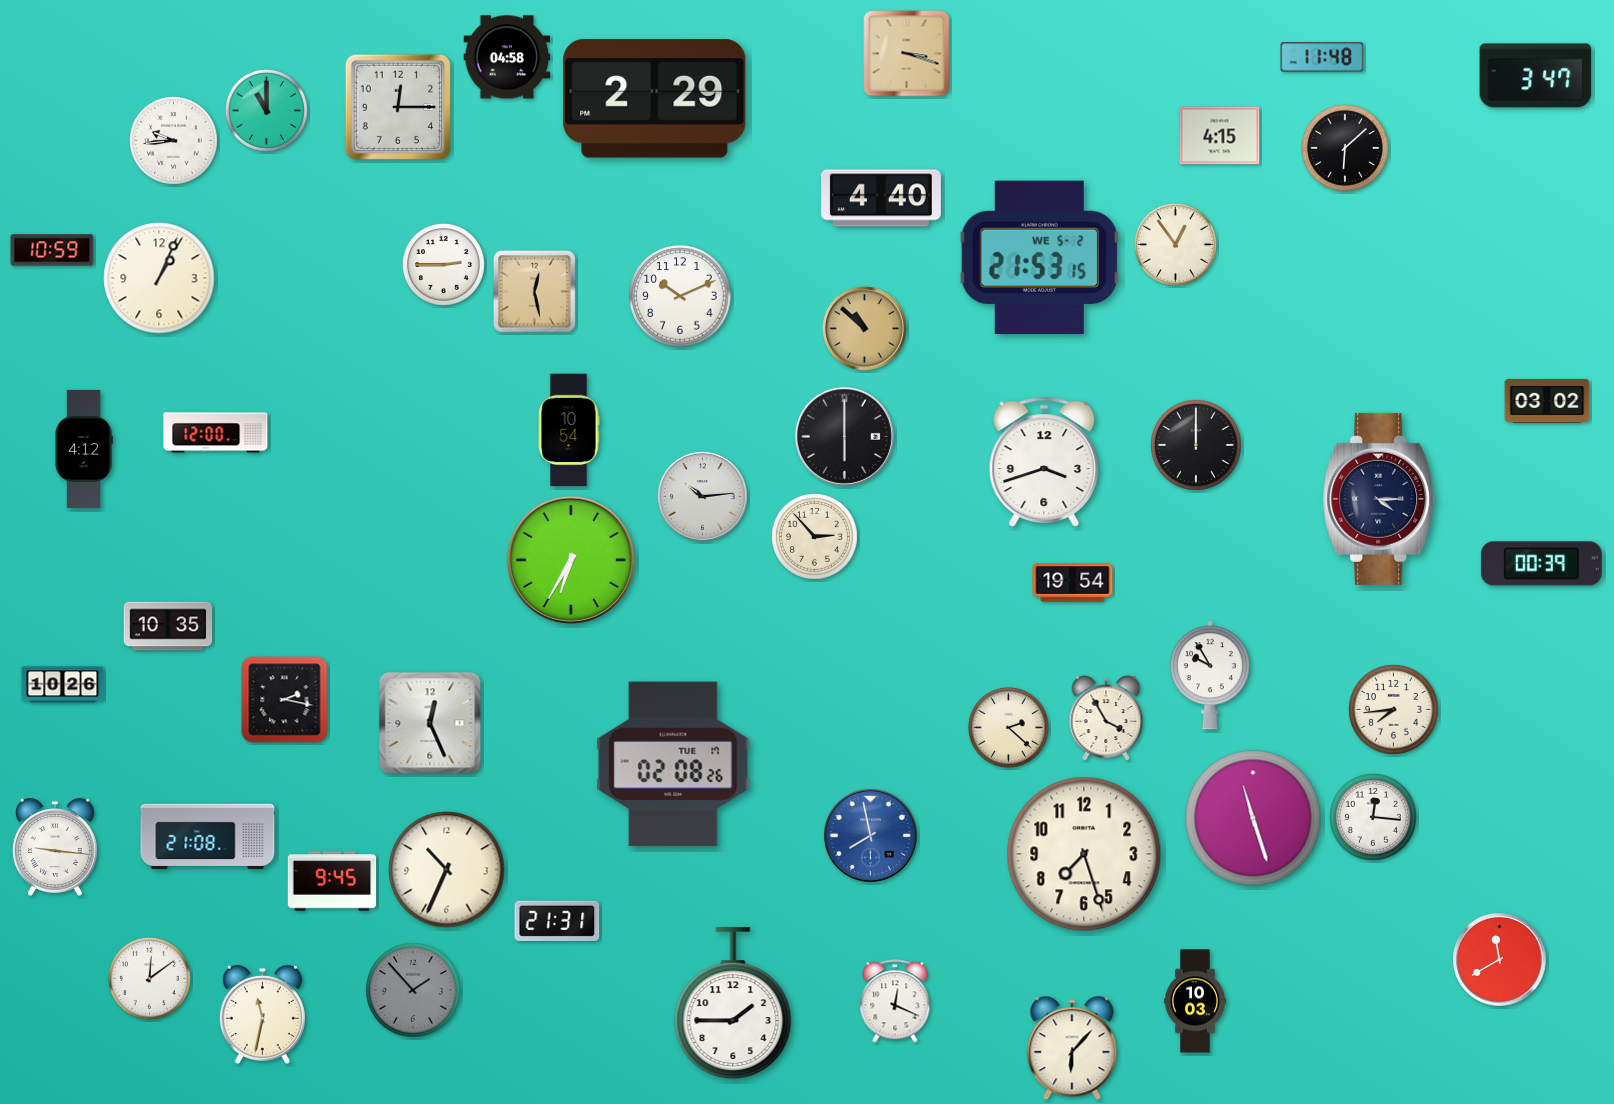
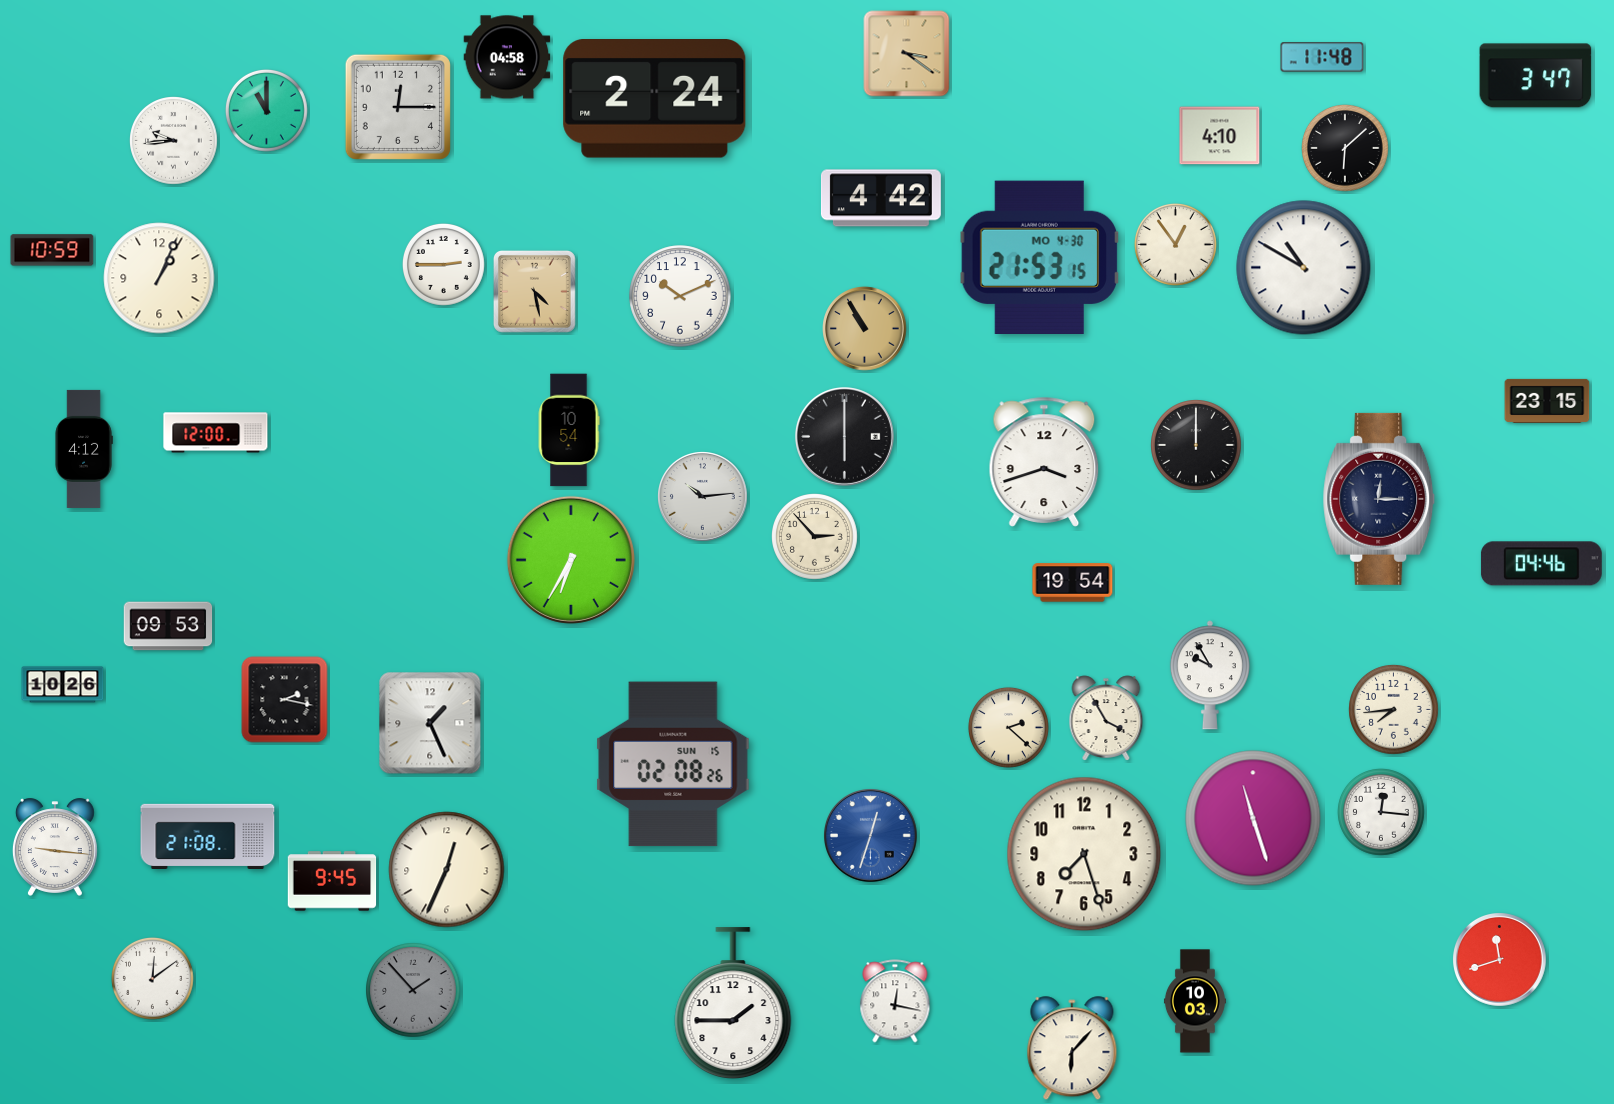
clock at (907, 54): 3:18 -> 3:21
clock at (655, 99): 2:29 -> 2:24
clock at (1220, 136): 4:15 -> 4:10
clock at (881, 198): 4:40 -> 4:42
clock at (1040, 257) date: WE 5-2 -> MO 4-30
clock at (1304, 268): none -> 10:50
clock at (534, 291): 12:28 -> 4:28
clock at (865, 329): 10:52 -> 10:55
clock at (1547, 401): 03:02 -> 23:15
clock at (1379, 499): 4:15 -> 12:15
clock at (1541, 564): 00:39 -> 04:46
clock at (168, 626): 10:35 -> 09:53
clock at (430, 723): 12:26 -> 1:26
clock at (673, 764) date: TUE 17 -> SUN 15
clock at (1374, 818) position: (1374, 818) -> (1382, 813)
clock at (871, 836): 7:58 -> 12:33
clock at (447, 870): 10:34 -> 12:34
clock at (557, 921): 21:31 -> none
clock at (1500, 960): 11:40 -> 11:42
clock at (149, 978) position: (149, 978) -> (152, 978)
clock at (895, 1001): 12:19 -> 12:17
clock at (262, 1014): 11:32 -> none
